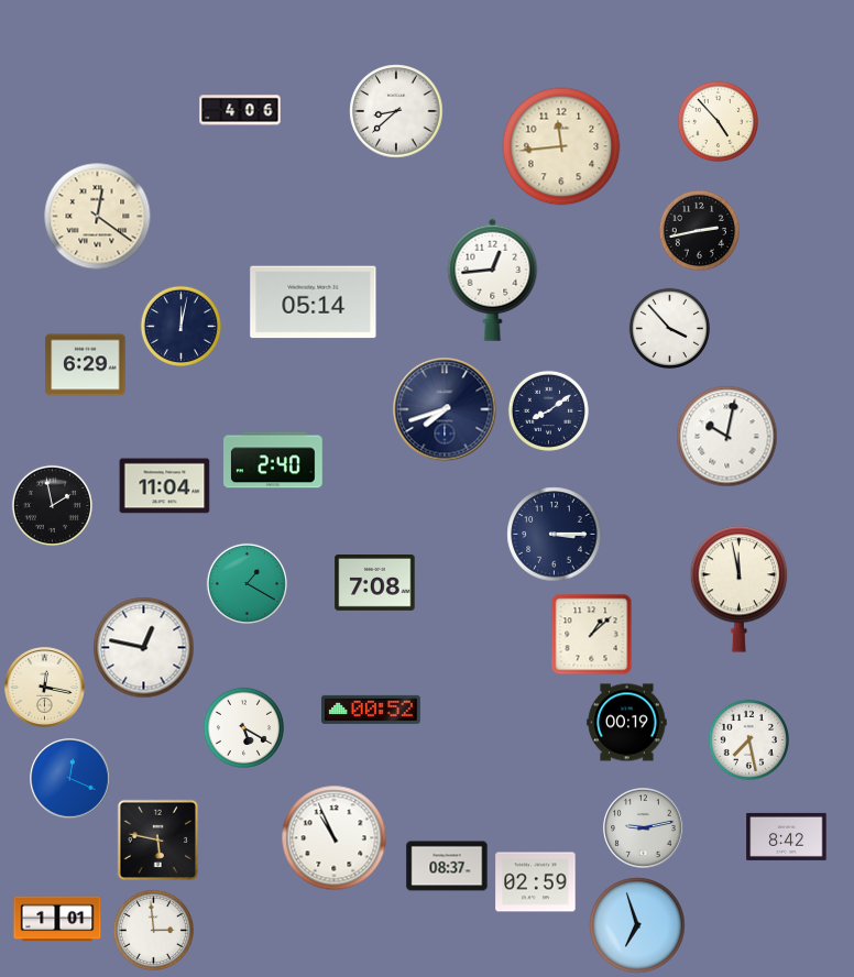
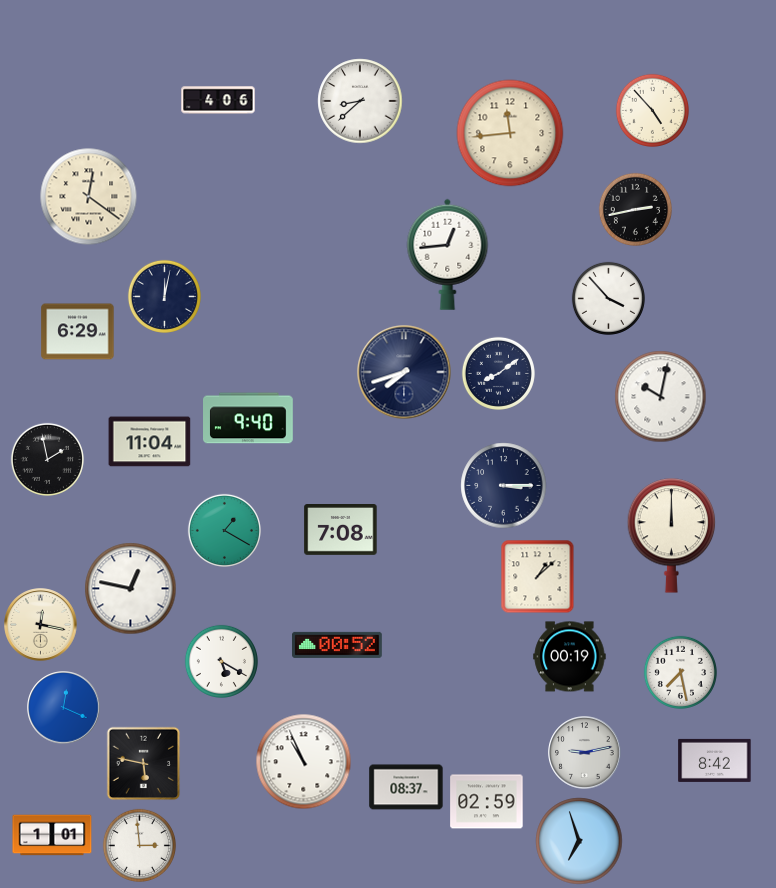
clock at (314, 303): 05:14 -> none
clock at (274, 460): 2:40 -> 9:40
clock at (740, 590): 11:58 -> 12:00
